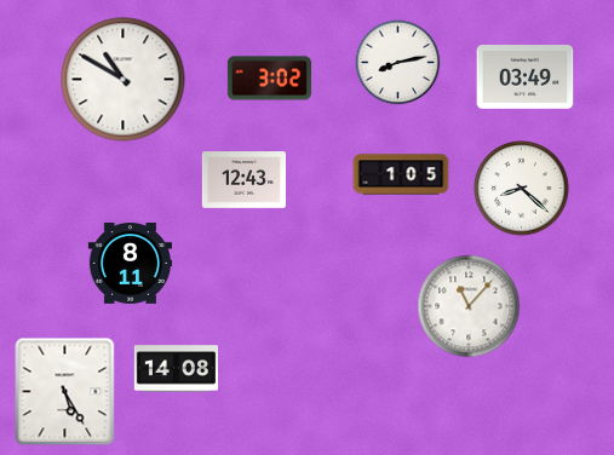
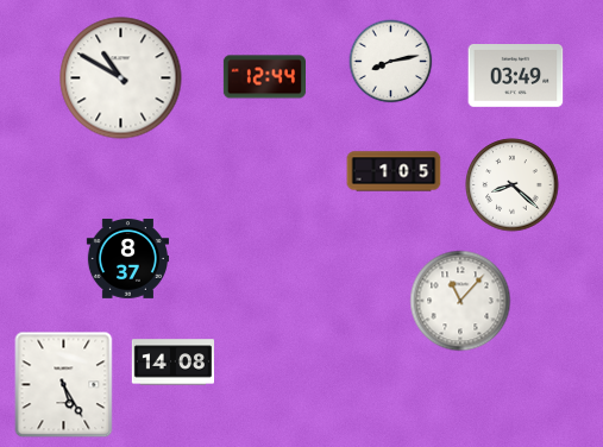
clock at (269, 79): 3:02 -> 12:44
clock at (243, 180): 12:43 -> none
clock at (130, 264): 8:11 -> 8:37
